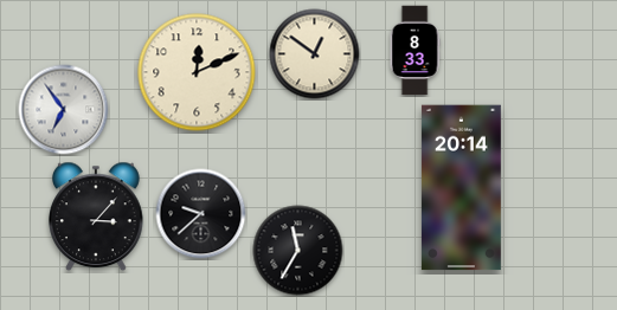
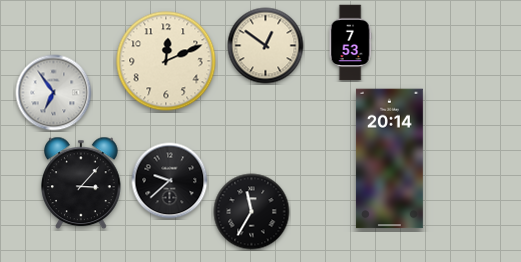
clock at (414, 51): 8:33 -> 7:53
